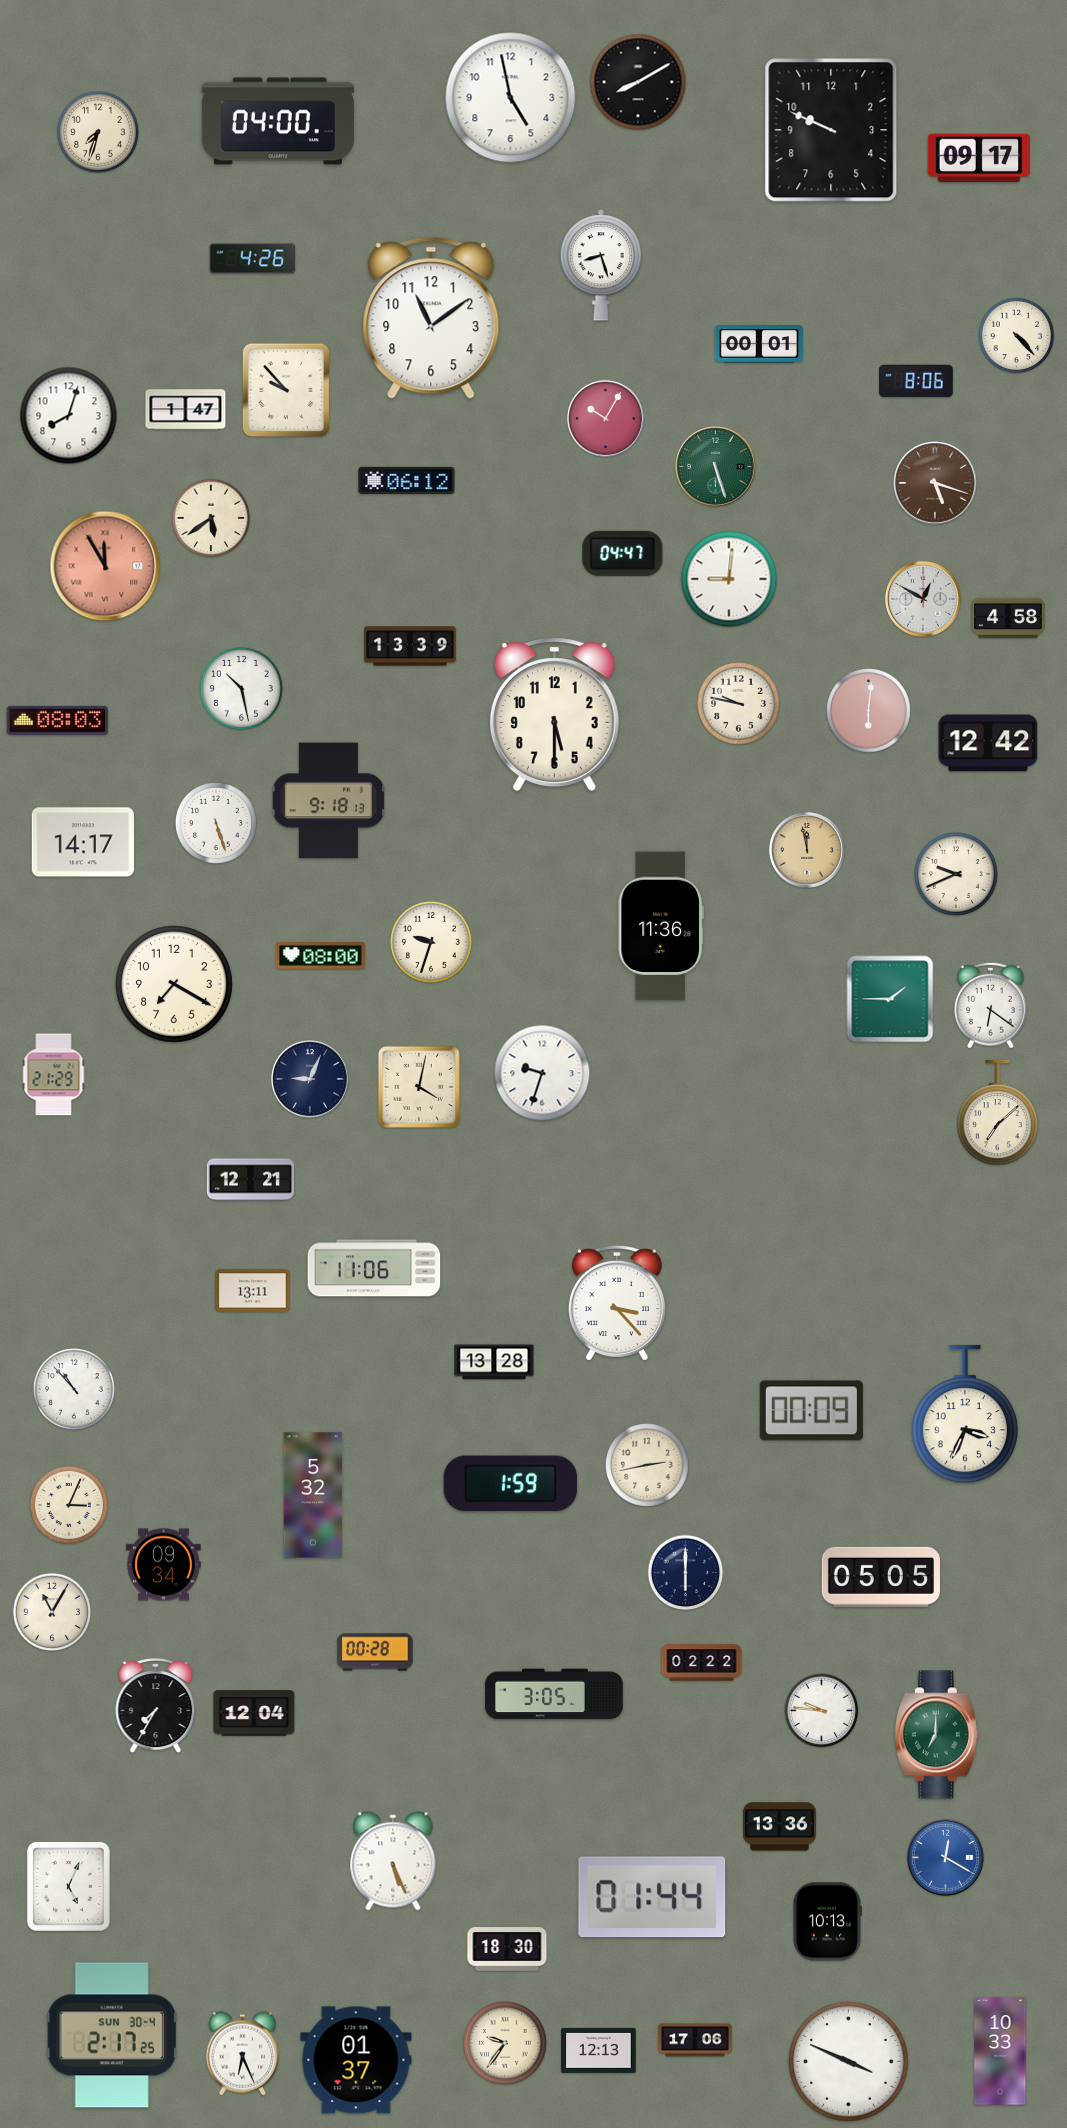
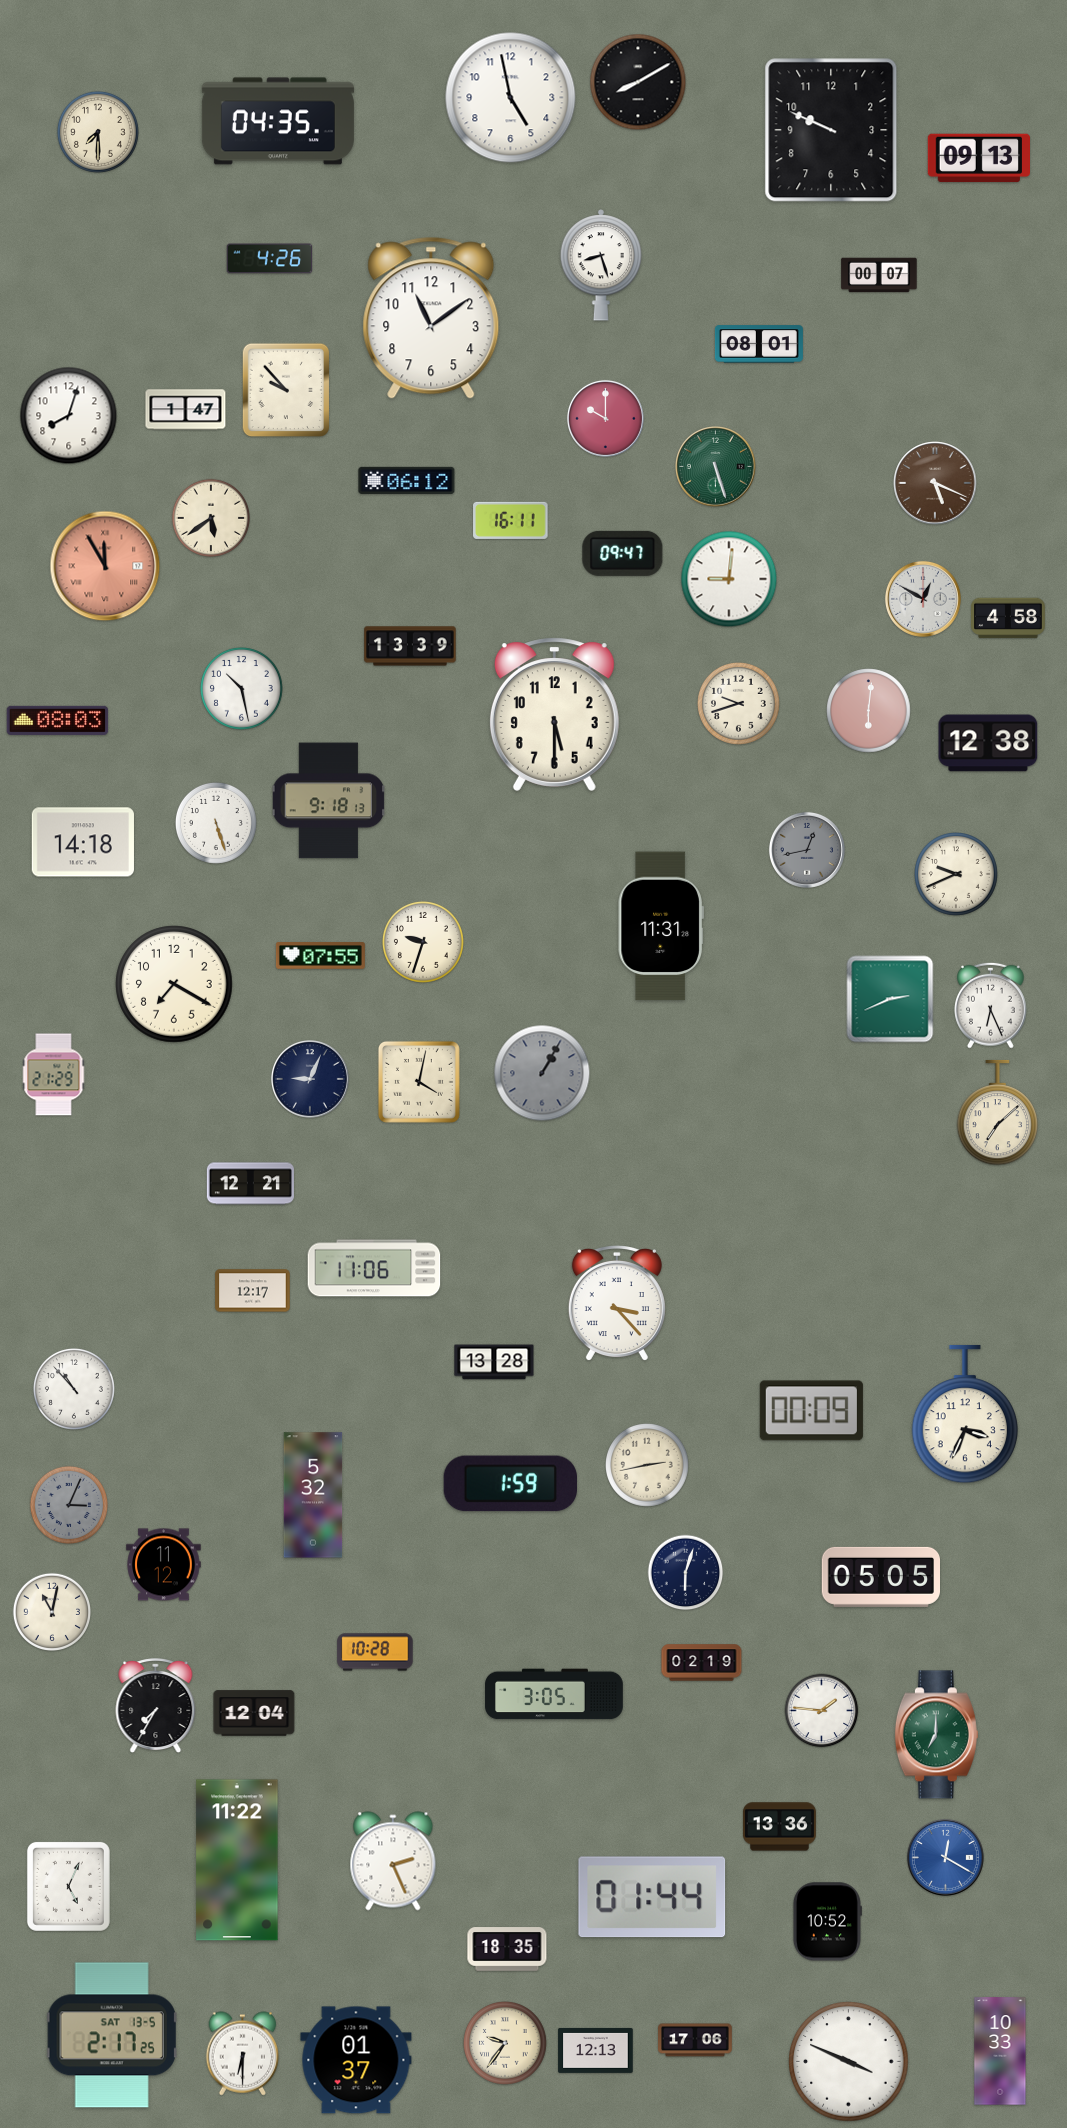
clock at (278, 121): 04:00 -> 04:35
clock at (98, 132): 7:33 -> 7:30
clock at (978, 158): 09:17 -> 09:13
clock at (253, 259) position: (253, 259) -> (270, 259)
clock at (879, 275): none -> 00:07
clock at (1017, 336): 4:23 -> none
clock at (759, 344): 00:01 -> 08:01
clock at (916, 381): 8:06 -> none
clock at (605, 418): 10:05 -> 10:00
clock at (935, 483): 5:18 -> 5:19
clock at (511, 520): none -> 16:11
clock at (623, 553): 04:47 -> 09:47
clock at (738, 703): 9:47 -> 9:42
clock at (988, 743): 12:42 -> 12:38
clock at (83, 842): 14:17 -> 14:18
clock at (807, 850): 11:58 -> 12:43
clock at (807, 850) dial: champagne -> grey
clock at (661, 926): 11:36 -> 11:31
clock at (431, 942) position: (431, 942) -> (423, 942)
clock at (320, 956): 08:00 -> 07:55
clock at (890, 999): 1:45 -> 2:41
clock at (991, 1005): 6:21 -> 6:26
clock at (542, 1073): 9:33 -> 1:05
clock at (542, 1073) dial: white -> grey
clock at (419, 1087) position: (419, 1087) -> (419, 1082)
clock at (250, 1180) position: (250, 1180) -> (250, 1184)
clock at (253, 1291): 13:11 -> 12:17
clock at (68, 1504) dial: cream -> grey
clock at (164, 1565): 09:34 -> 11:12
clock at (686, 1573): 6:00 -> 6:03
clock at (51, 1611): 11:05 -> 11:02
clock at (375, 1652): 00:28 -> 10:28
clock at (702, 1663): 02:22 -> 02:19
clock at (822, 1711): 9:46 -> 1:46
clock at (237, 1860): none -> 11:22
clock at (393, 1861): 5:26 -> 2:26
clock at (827, 1922): 10:13 -> 10:52
clock at (507, 1949): 18:30 -> 18:35
clock at (112, 2035) date: SUN 30-4 -> SAT 13-5
clock at (599, 2050) position: (599, 2050) -> (596, 2050)
clock at (243, 2054): 6:26 -> 6:30
